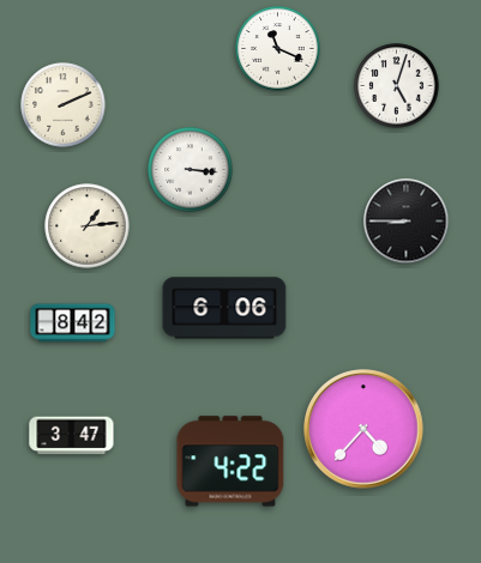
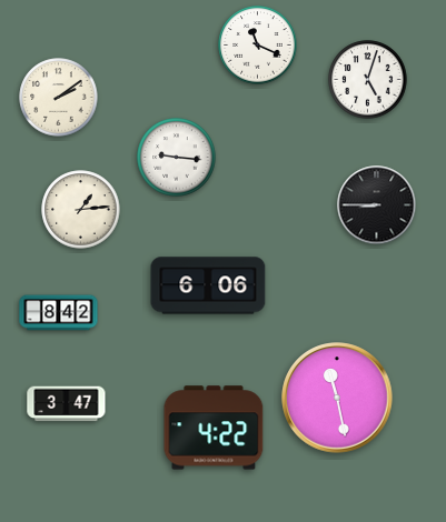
clock at (64, 105): 2:11 -> 2:09
clock at (191, 170): 3:16 -> 9:16
clock at (73, 323) position: (73, 323) -> (59, 313)
clock at (363, 429): 4:37 -> 11:28
